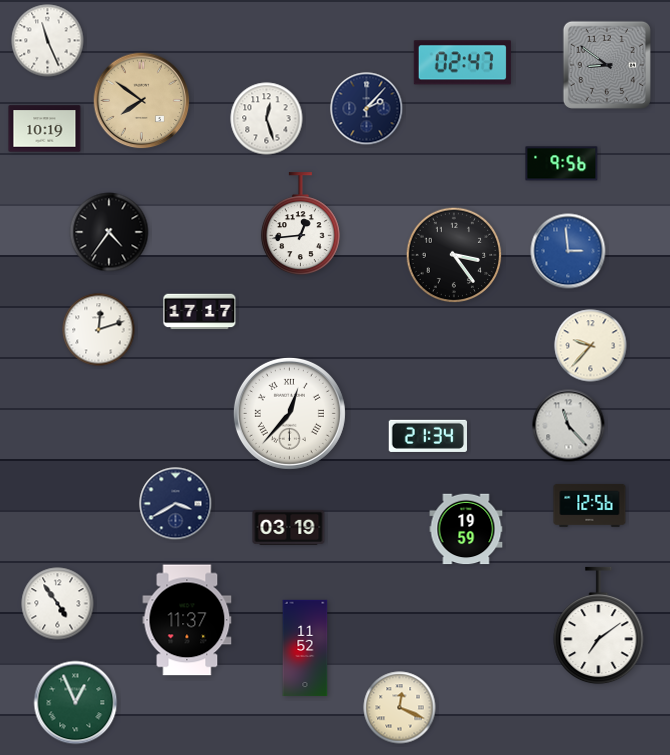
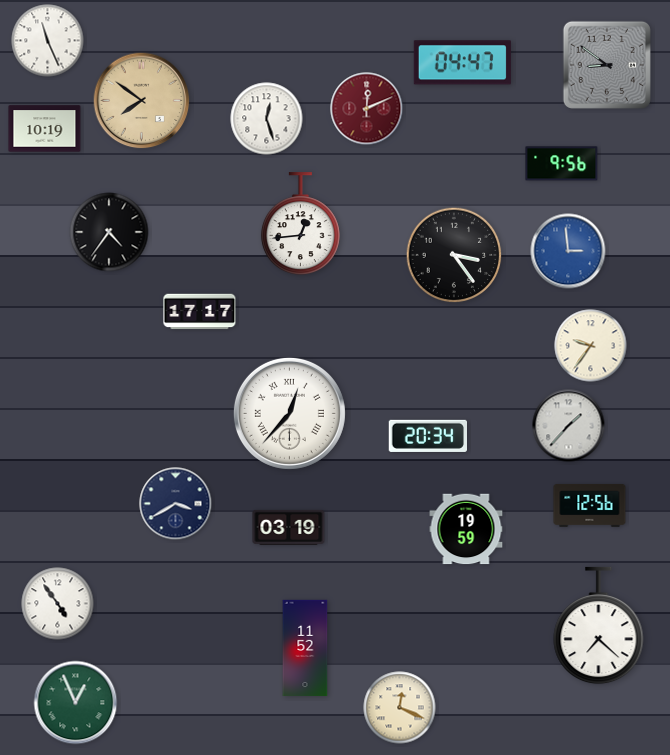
clock at (462, 63): 02:47 -> 04:47
clock at (367, 109): 2:07 -> 12:11
clock at (367, 109) dial: navy -> burgundy
clock at (99, 330): 12:12 -> none
clock at (591, 346): 9:37 -> 9:36
clock at (569, 426): 11:23 -> 1:37
clock at (427, 436): 21:34 -> 20:34
clock at (187, 620): 11:37 -> none
clock at (599, 626): 7:09 -> 7:22
